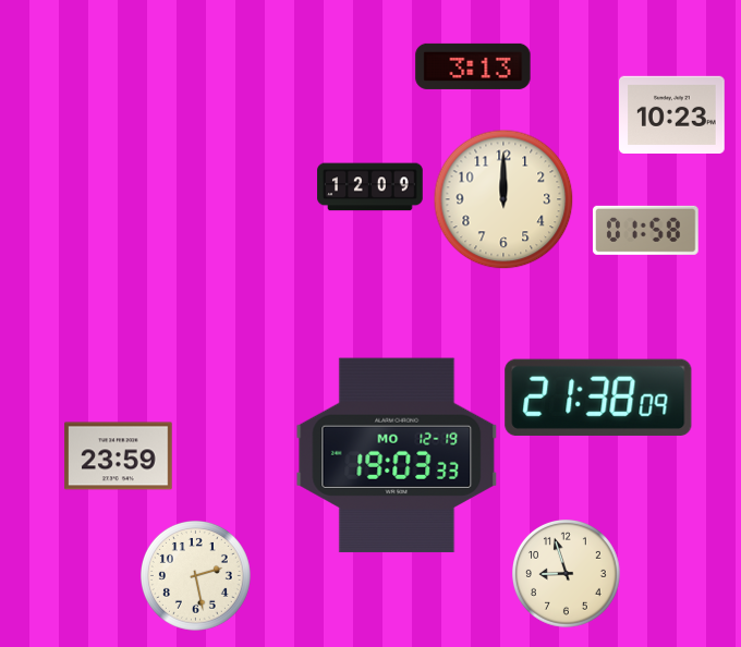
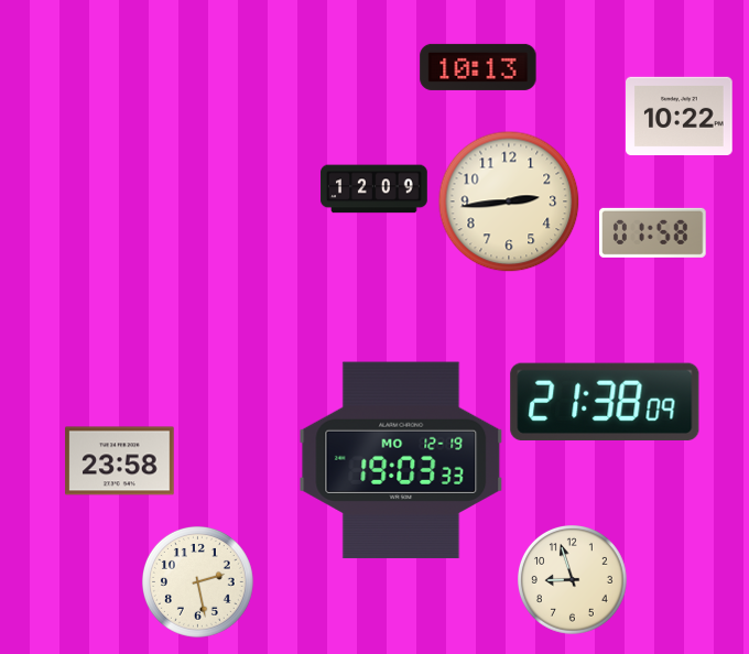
clock at (473, 66): 3:13 -> 10:13
clock at (672, 114): 10:23 -> 10:22
clock at (503, 199): 12:00 -> 2:44
clock at (119, 456): 23:59 -> 23:58
